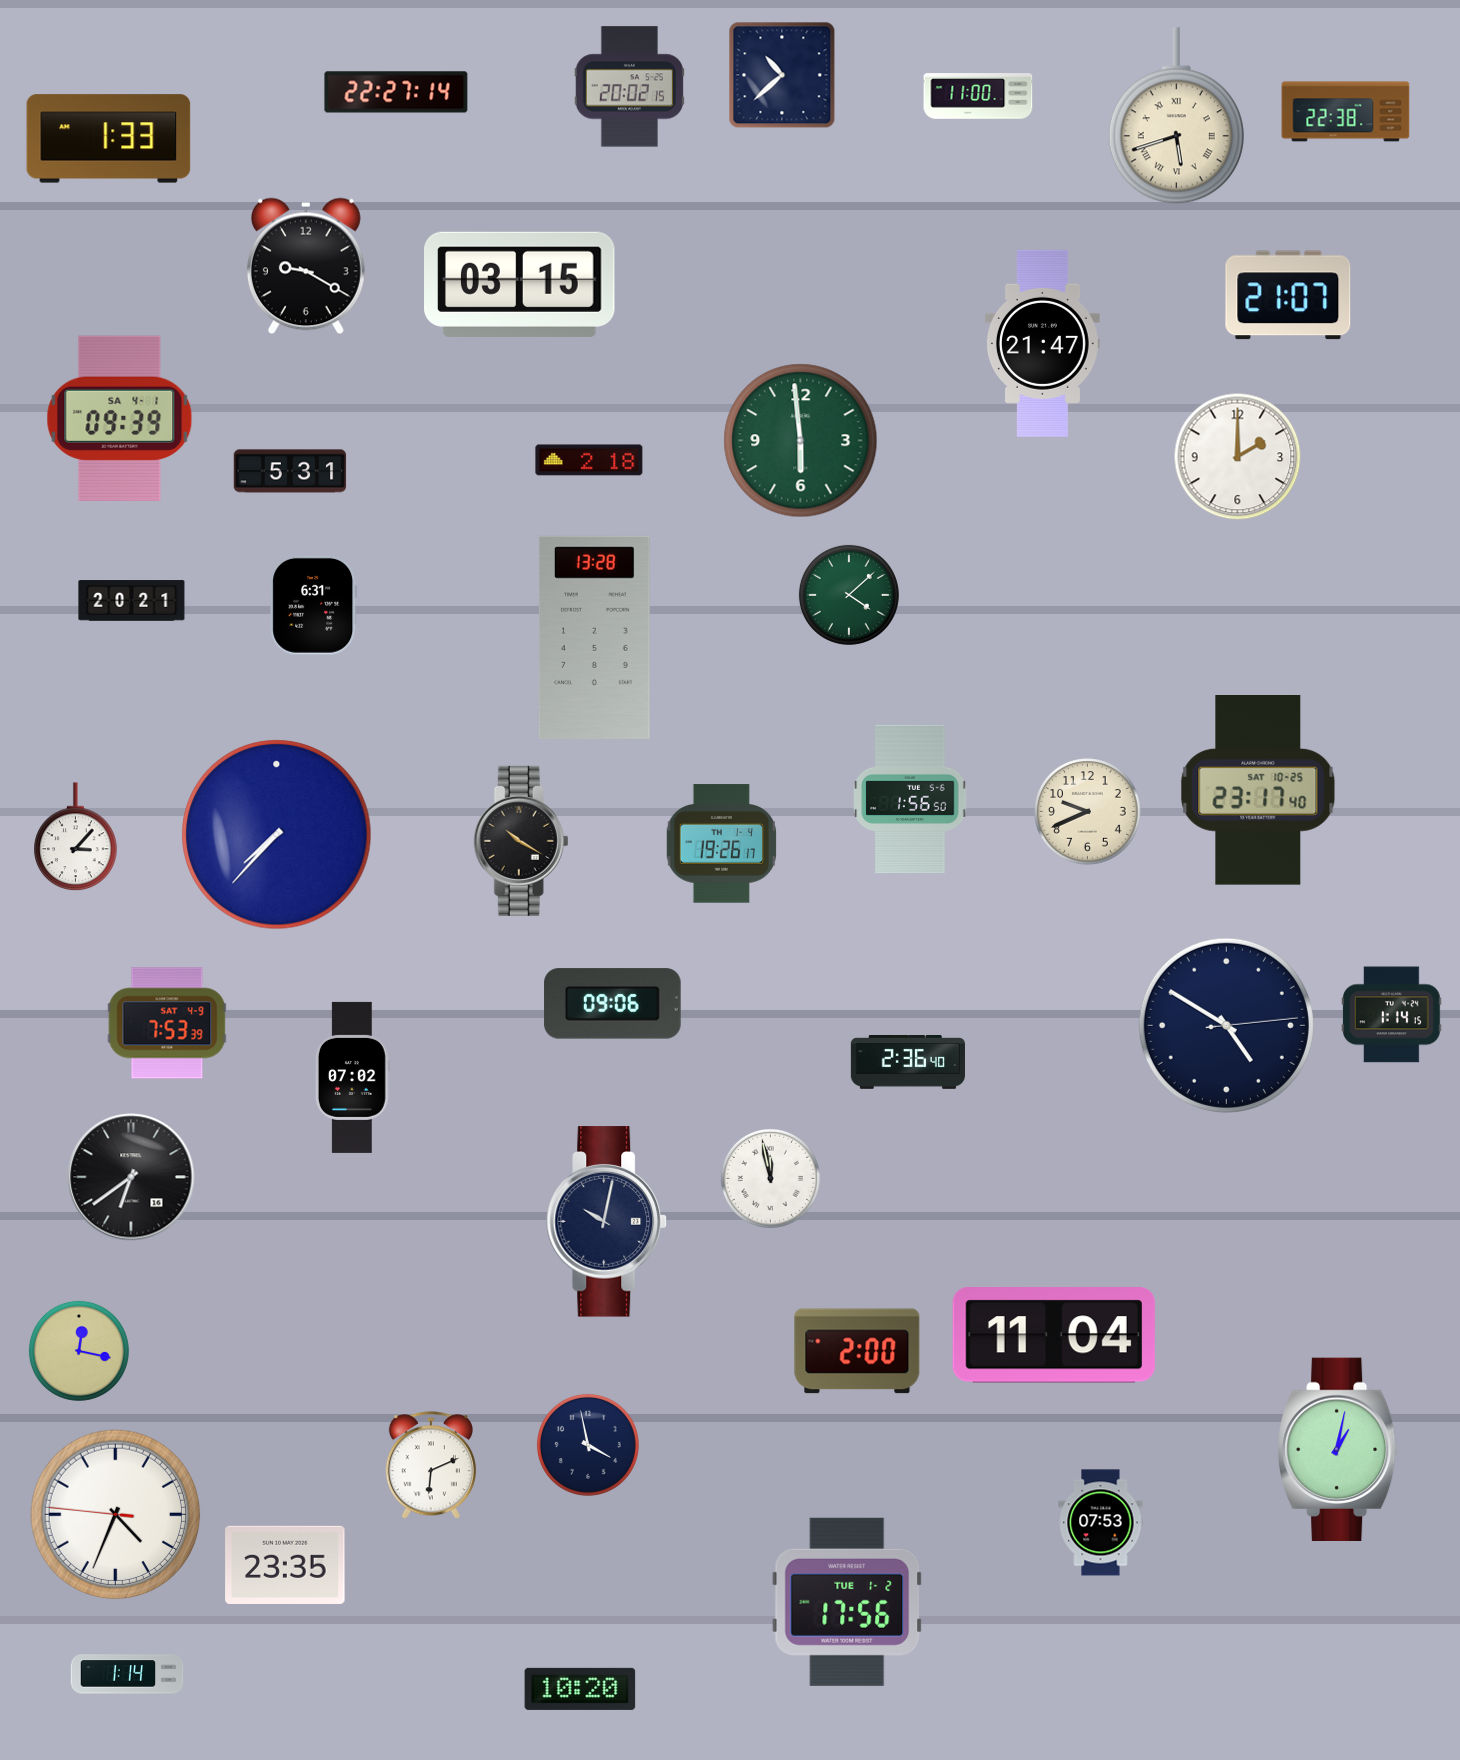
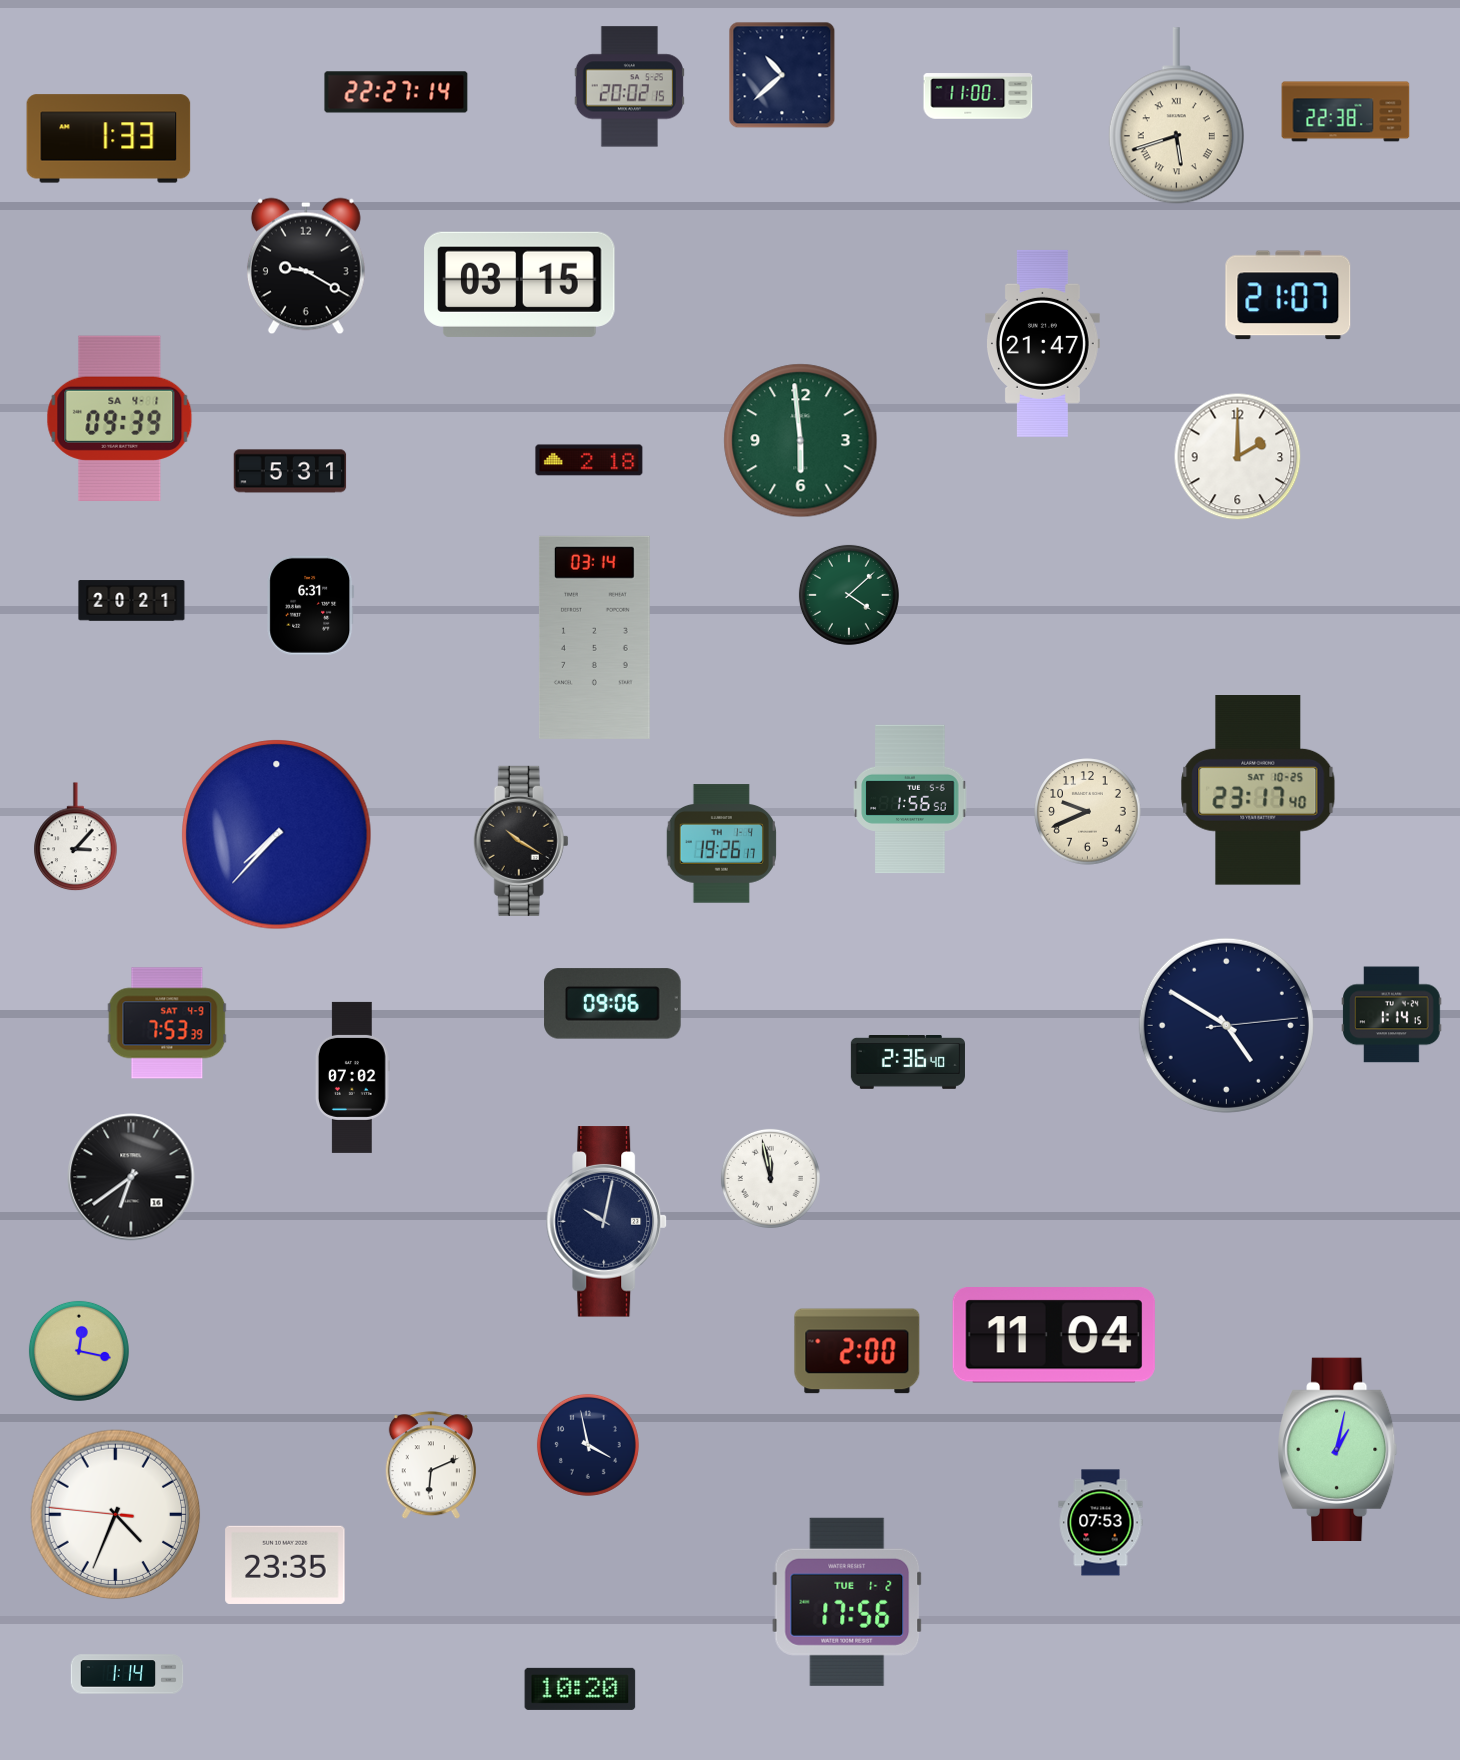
clock at (314, 605) position: (314, 605) -> (311, 605)
clock at (594, 637): 13:28 -> 03:14
